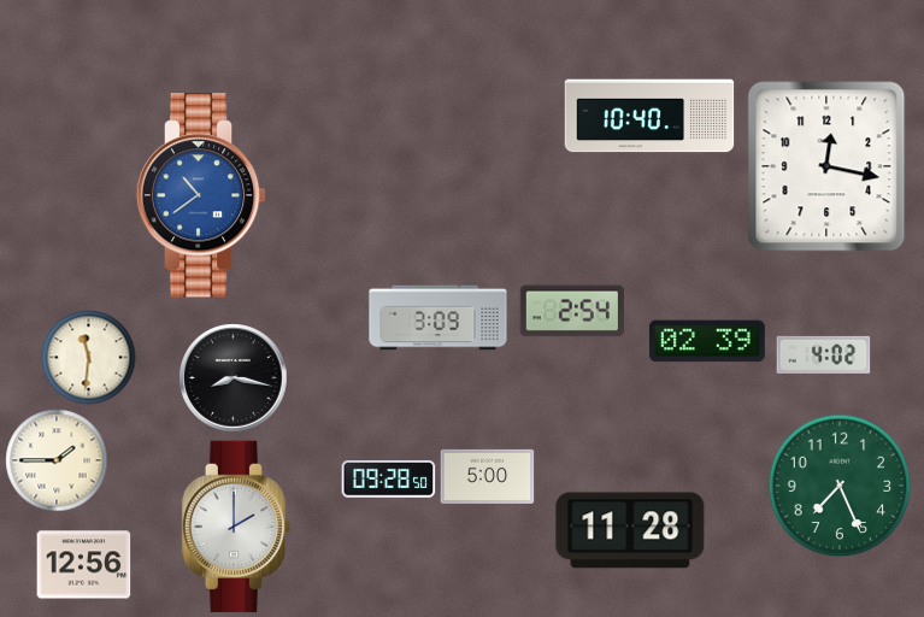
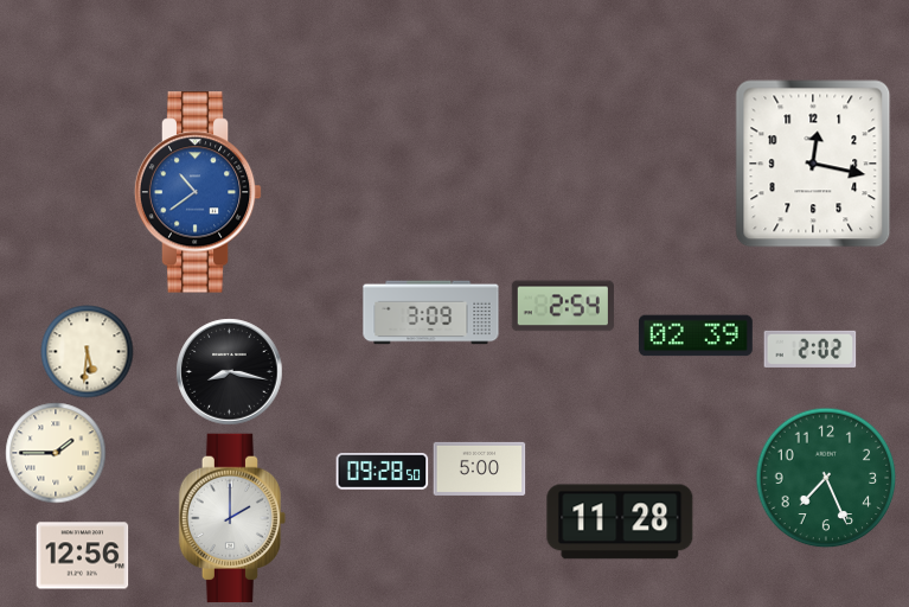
clock at (649, 116): 10:40 -> none
clock at (823, 354): 4:02 -> 2:02
clock at (88, 357): 11:31 -> 5:31
